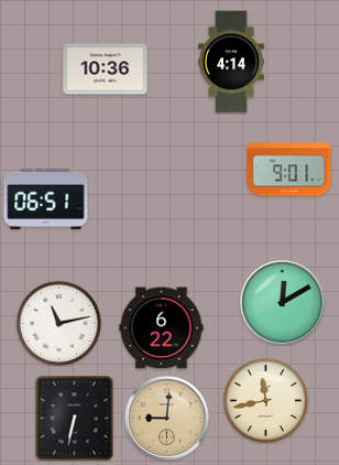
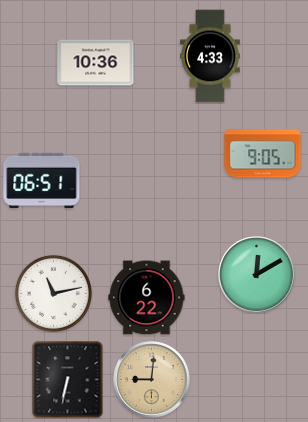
clock at (231, 62): 4:14 -> 4:33
clock at (289, 170): 9:01 -> 9:05
clock at (265, 400): 11:43 -> none
